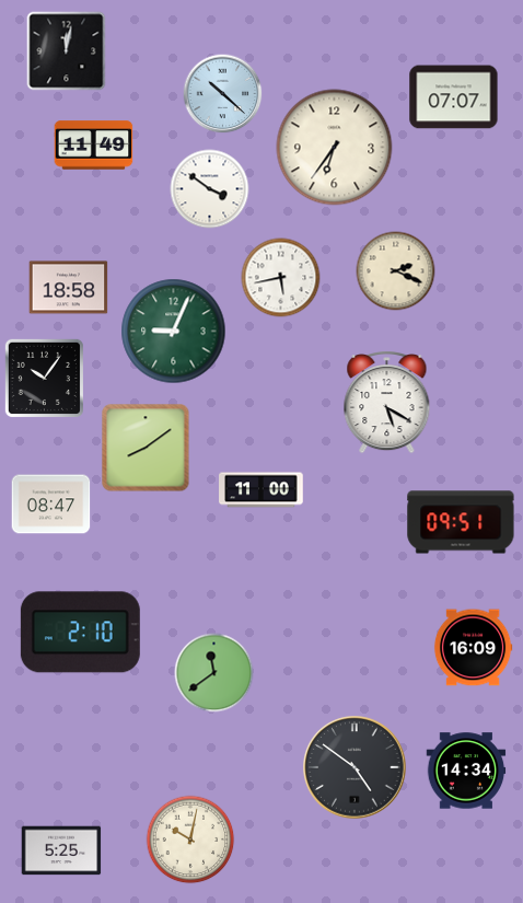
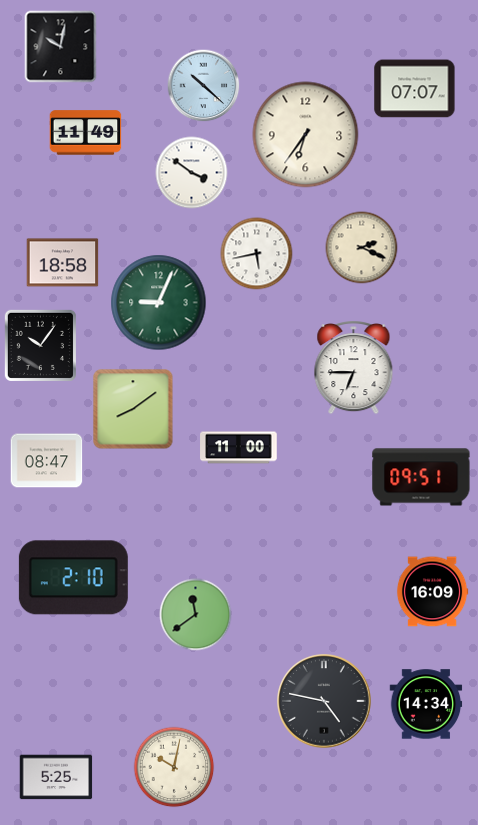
clock at (67, 51): 12:02 -> 10:02
clock at (387, 403): 5:20 -> 6:45
clock at (355, 767): 4:51 -> 4:47
